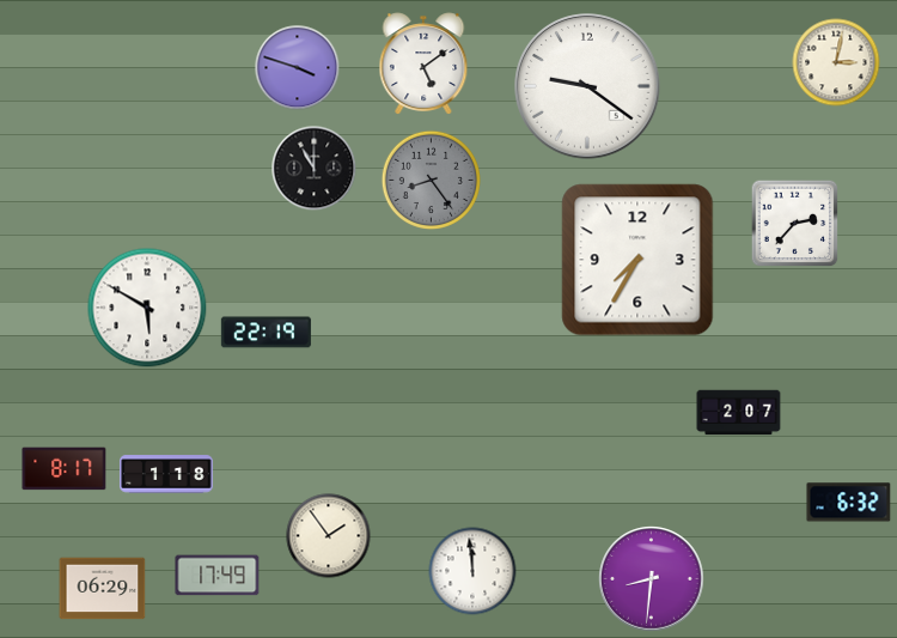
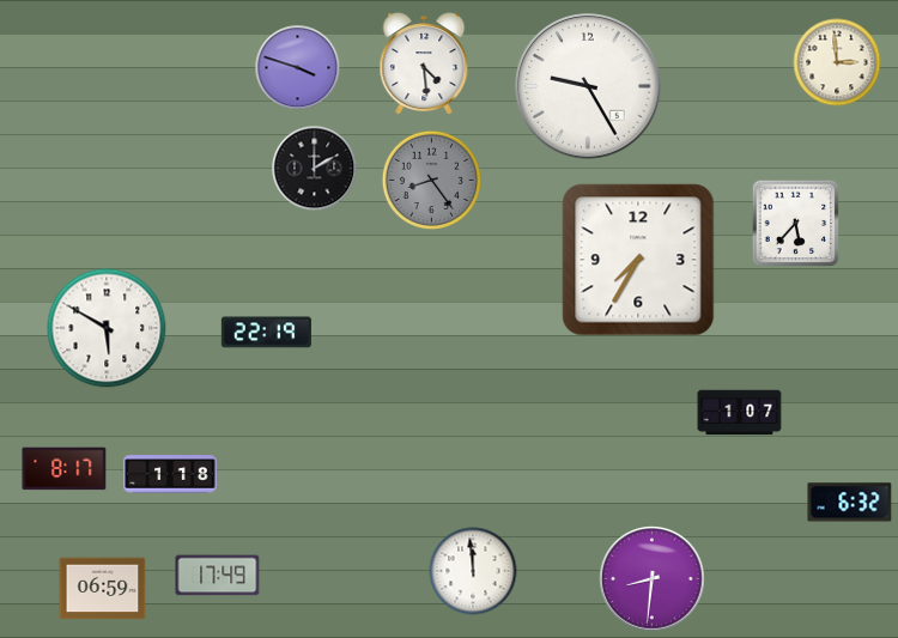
clock at (836, 62): 3:02 -> 2:59
clock at (423, 63): 5:09 -> 4:29
clock at (587, 86): 9:21 -> 9:25
clock at (315, 169): 11:00 -> 2:00
clock at (795, 224): 2:37 -> 5:37
clock at (147, 308) position: (147, 308) -> (107, 328)
clock at (739, 413): 2:07 -> 1:07
clock at (166, 474) position: (166, 474) -> (170, 474)
clock at (329, 536): 1:54 -> none
clock at (103, 589): 06:29 -> 06:59
